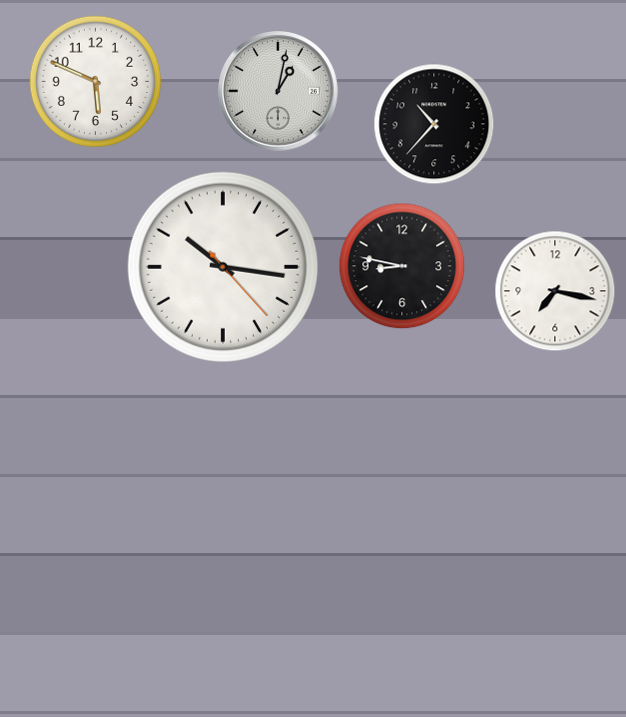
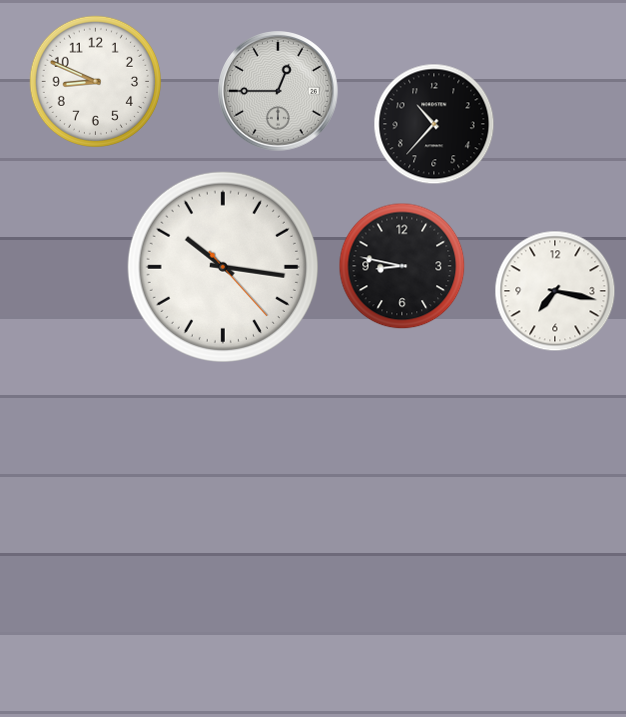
clock at (95, 81): 5:49 -> 8:49
clock at (278, 91): 1:02 -> 12:45
